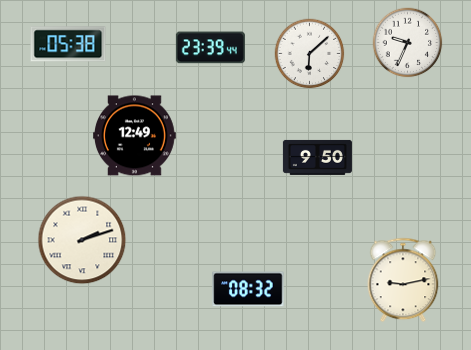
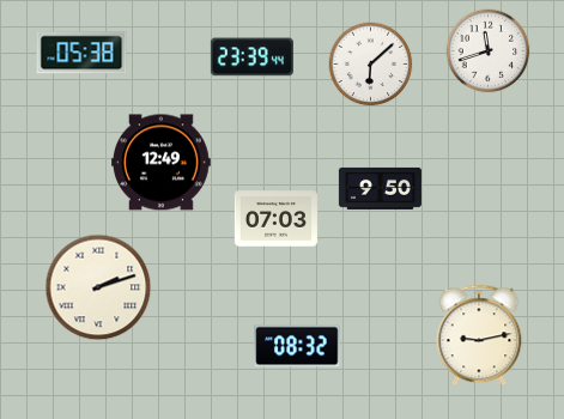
clock at (408, 43): 9:34 -> 11:42
clock at (275, 219): none -> 07:03
clock at (403, 280) position: (403, 280) -> (479, 335)
